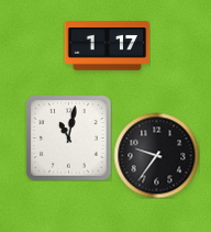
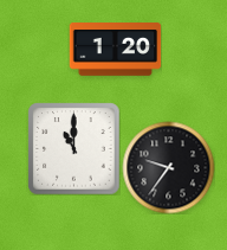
clock at (107, 46): 1:17 -> 1:20
clock at (68, 137): 11:02 -> 11:00
